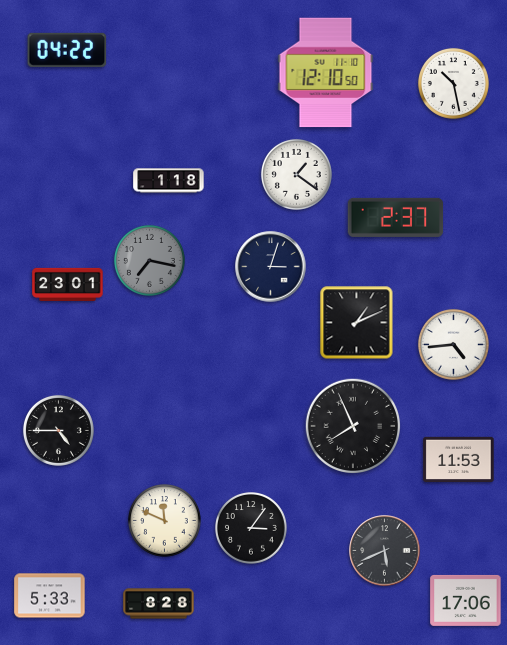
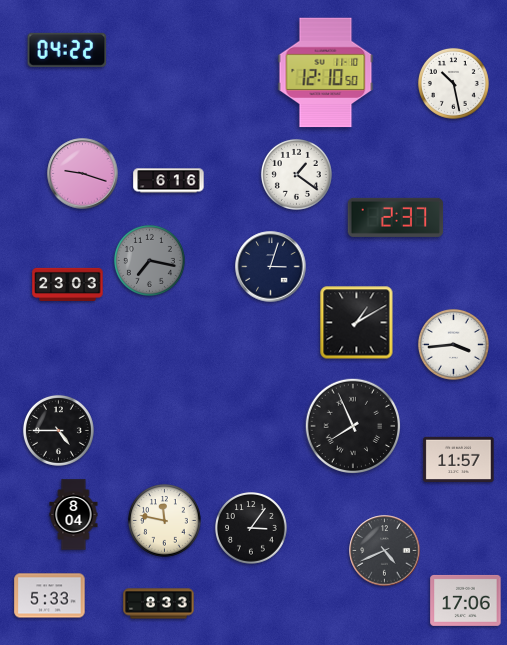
clock at (83, 174): none -> 9:18
clock at (169, 181): 1:18 -> 6:16
clock at (68, 284): 23:01 -> 23:03
clock at (357, 323): 1:11 -> 1:10
clock at (453, 344): 4:44 -> 3:44
clock at (459, 459): 11:53 -> 11:57
clock at (74, 515): none -> 8:04
clock at (165, 521): 11:49 -> 11:47
clock at (385, 551): 5:41 -> 4:41
clock at (159, 604): 8:28 -> 8:33
